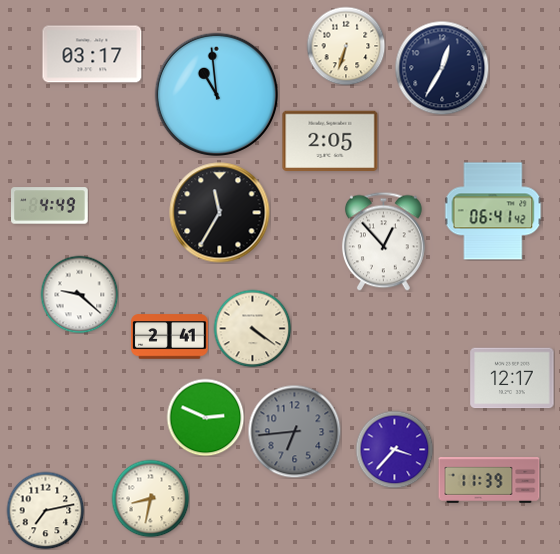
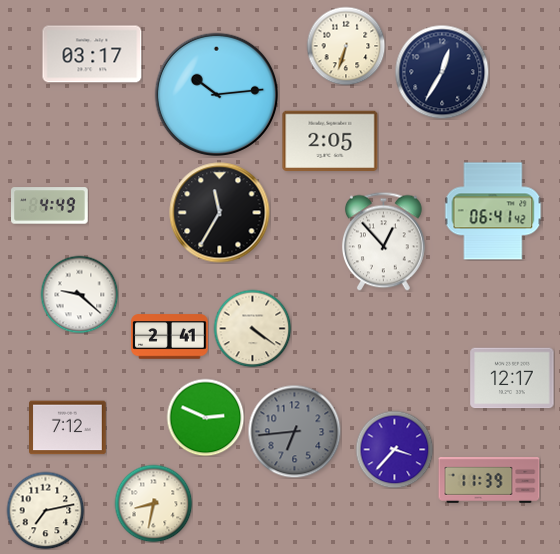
clock at (442, 68) position: (442, 68) -> (442, 72)
clock at (216, 94): 10:59 -> 10:14
clock at (68, 428): none -> 7:12
clock at (150, 498) position: (150, 498) -> (153, 503)
